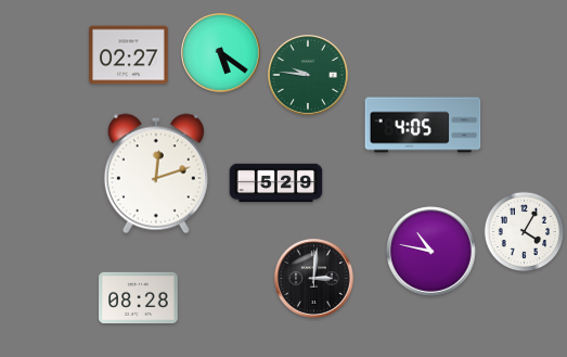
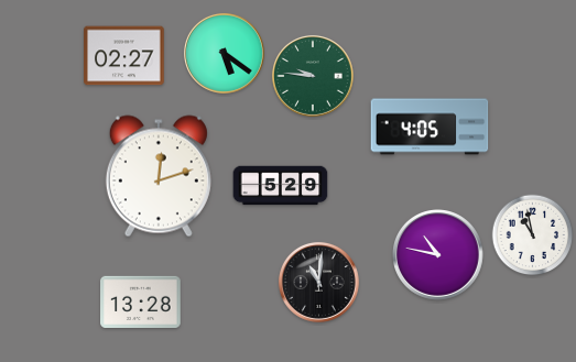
clock at (129, 55) position: (129, 55) -> (124, 56)
clock at (525, 232): 4:05 -> 10:58
clock at (313, 278): 3:01 -> 11:01
clock at (139, 297): 08:28 -> 13:28
